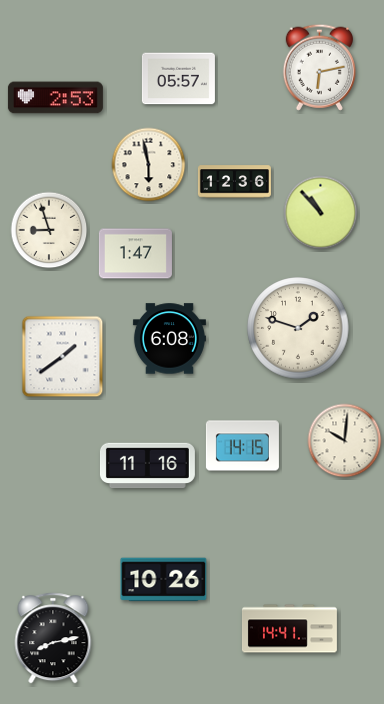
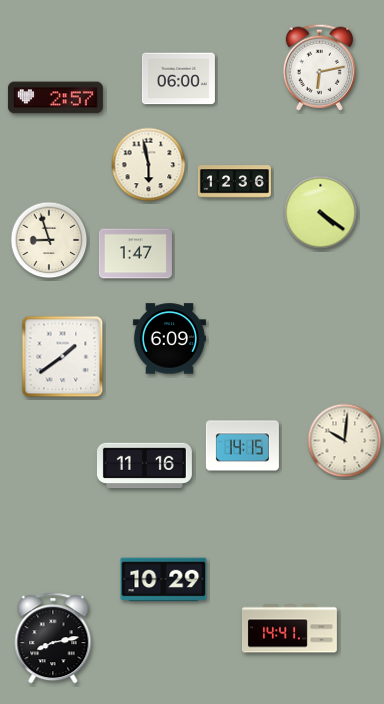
clock at (178, 79): 05:57 -> 06:00
clock at (55, 98): 2:53 -> 2:57
clock at (321, 213): 10:53 -> 4:21
clock at (49, 230) position: (49, 230) -> (49, 240)
clock at (298, 328): 1:48 -> none
clock at (169, 339): 6:08 -> 6:09
clock at (147, 466) position: (147, 466) -> (144, 466)
clock at (164, 580): 10:26 -> 10:29
